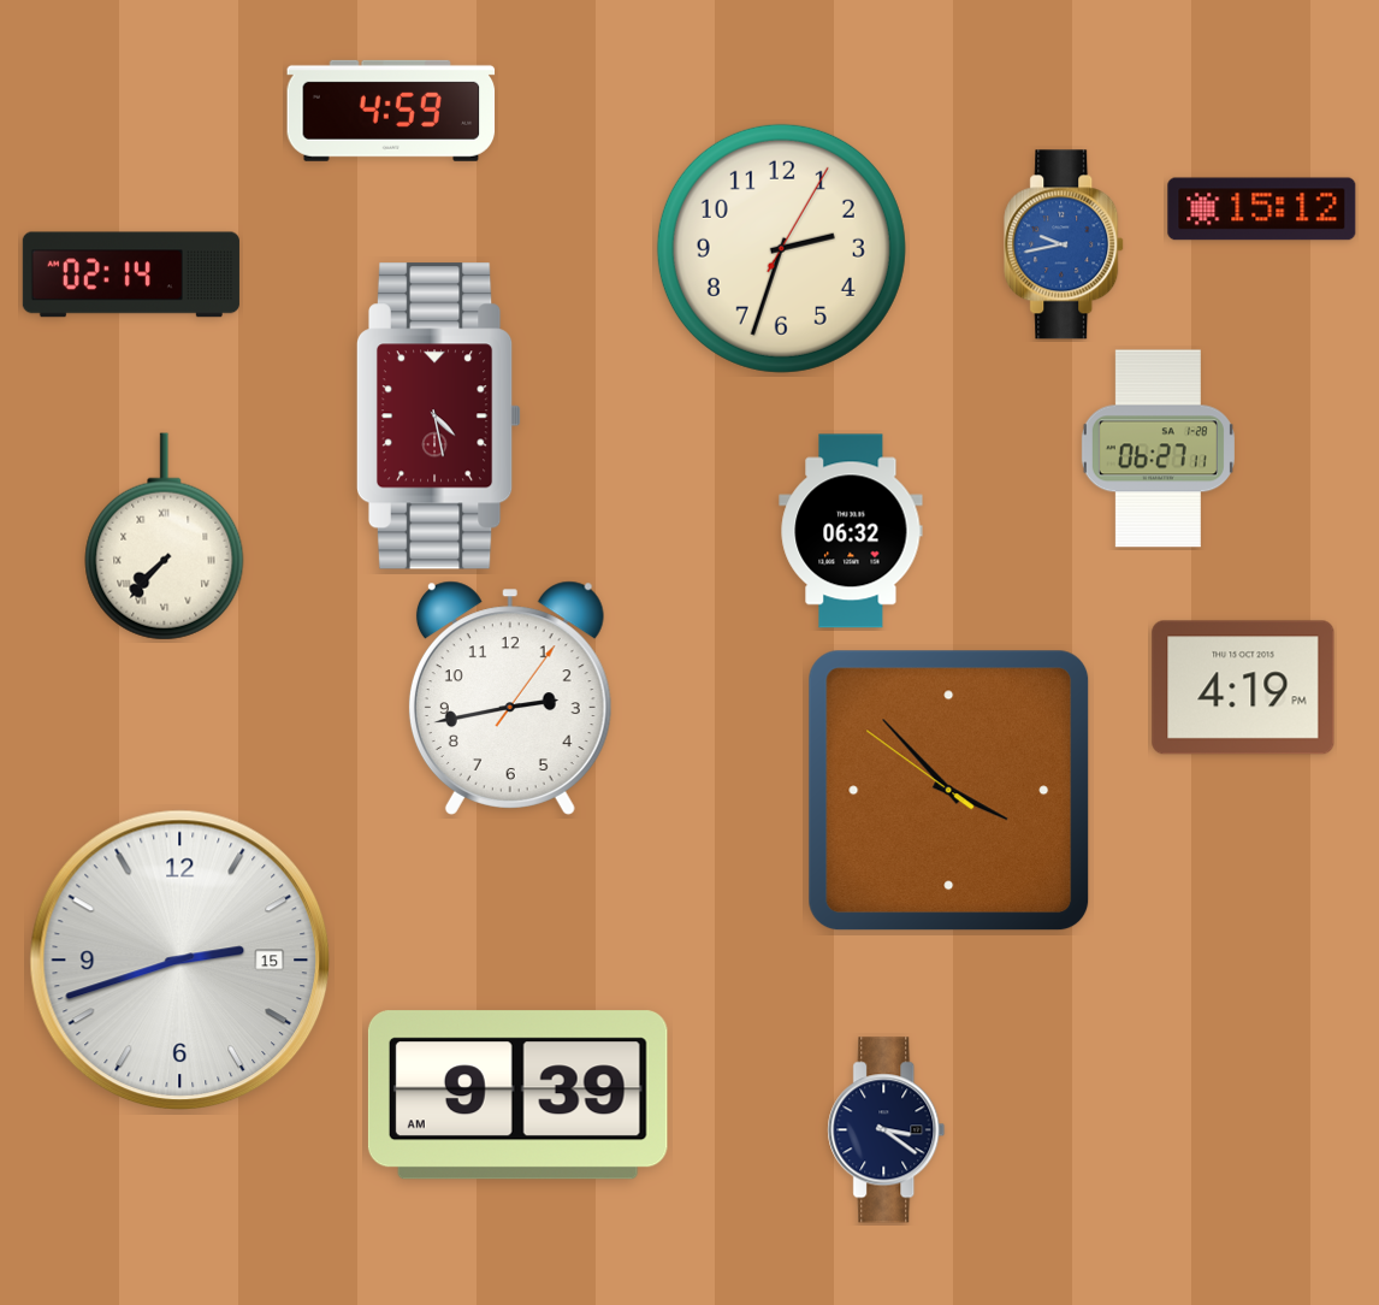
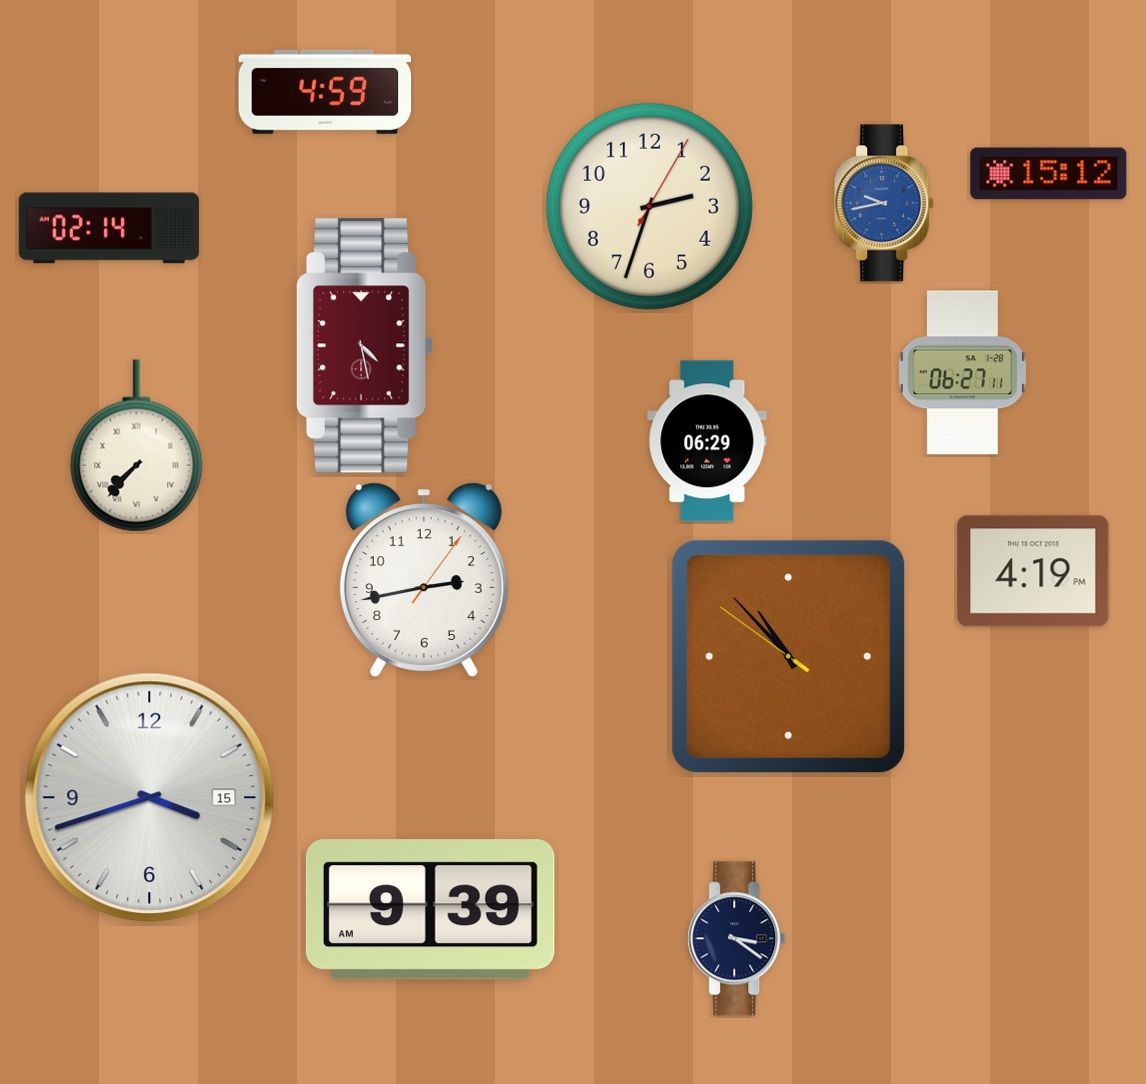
clock at (851, 531): 06:32 -> 06:29
clock at (949, 791): 3:52 -> 10:52
clock at (180, 961): 2:42 -> 3:42
